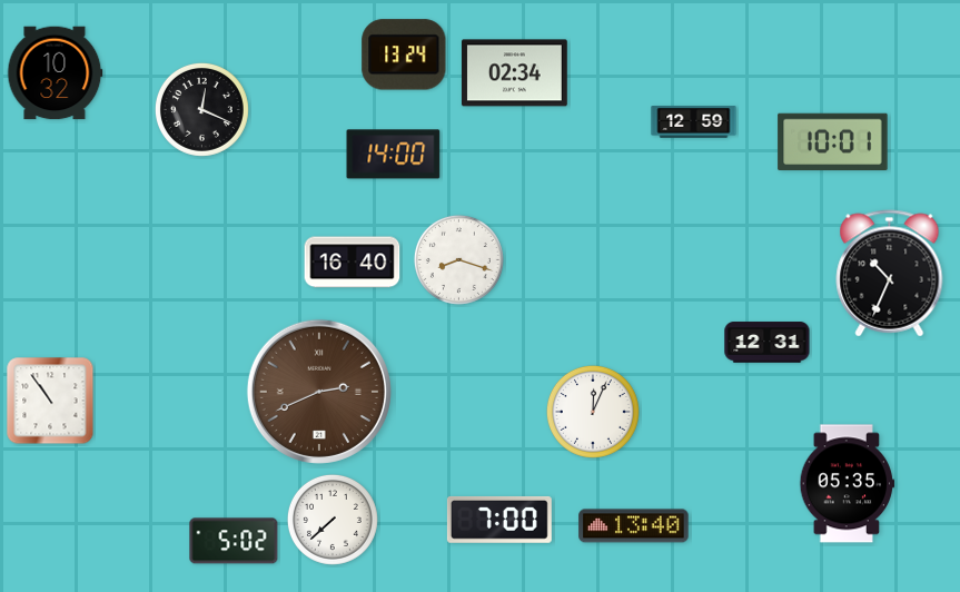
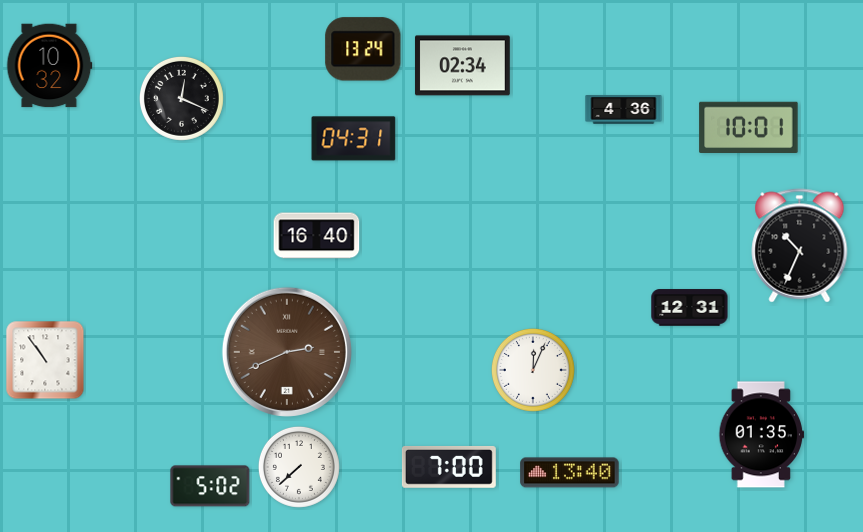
clock at (694, 122): 12:59 -> 4:36
clock at (394, 155): 14:00 -> 04:31
clock at (458, 259): 8:18 -> none
clock at (848, 484): 05:35 -> 01:35
